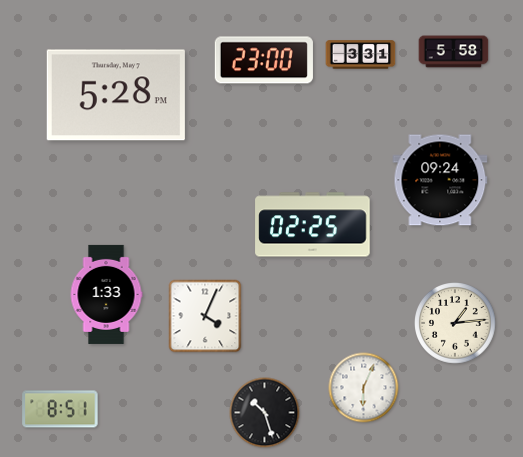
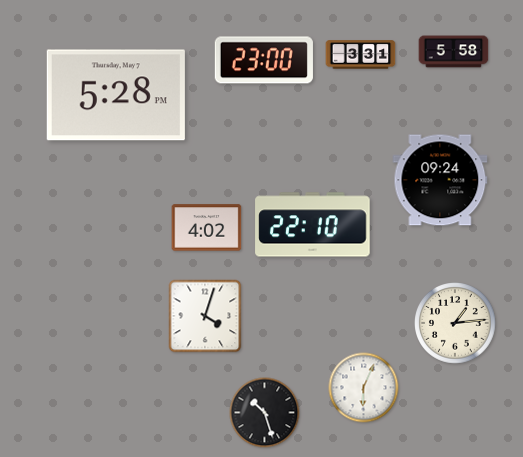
clock at (313, 225): 02:25 -> 22:10
clock at (207, 228): none -> 4:02
clock at (106, 294): 1:33 -> none
clock at (205, 316): 4:04 -> 4:03
clock at (60, 409): 8:51 -> none
